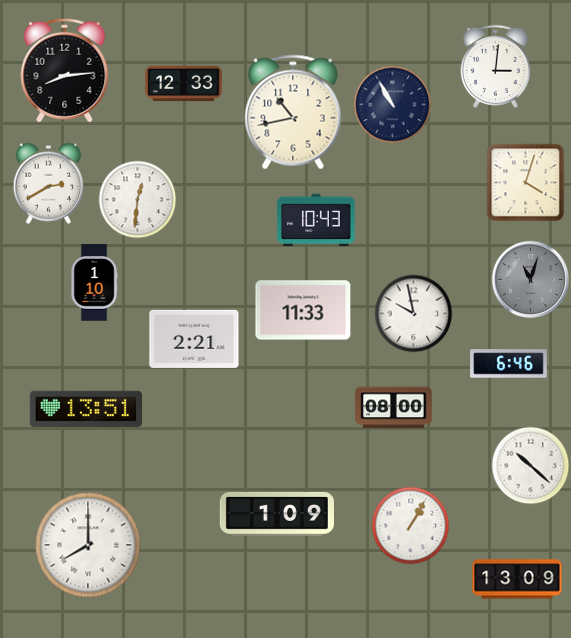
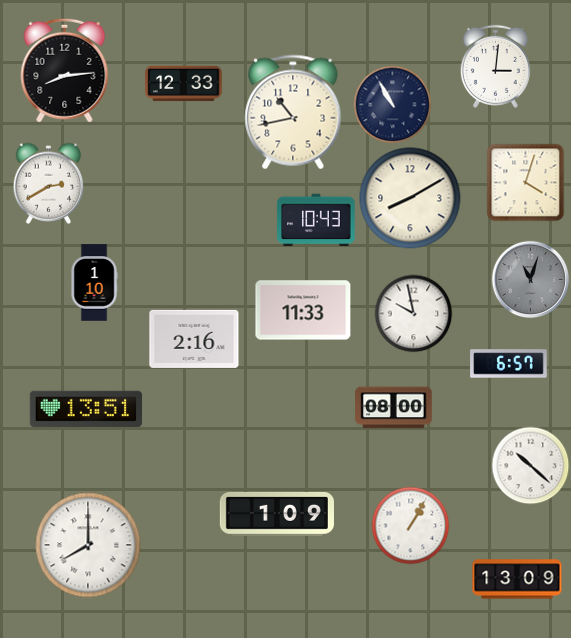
clock at (410, 198): none -> 8:10
clock at (137, 199): 12:31 -> none
clock at (194, 339): 2:21 -> 2:16
clock at (509, 364): 6:46 -> 6:57
